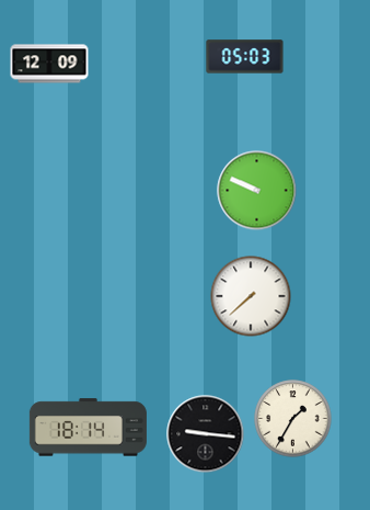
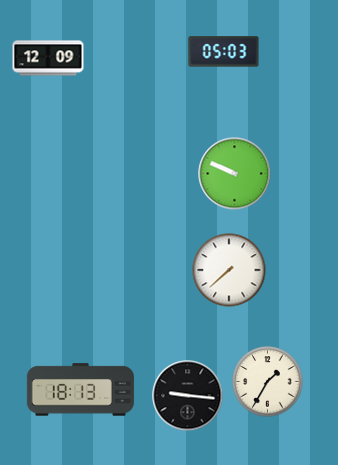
clock at (49, 64) position: (49, 64) -> (48, 58)
clock at (88, 428): 18:14 -> 18:13
